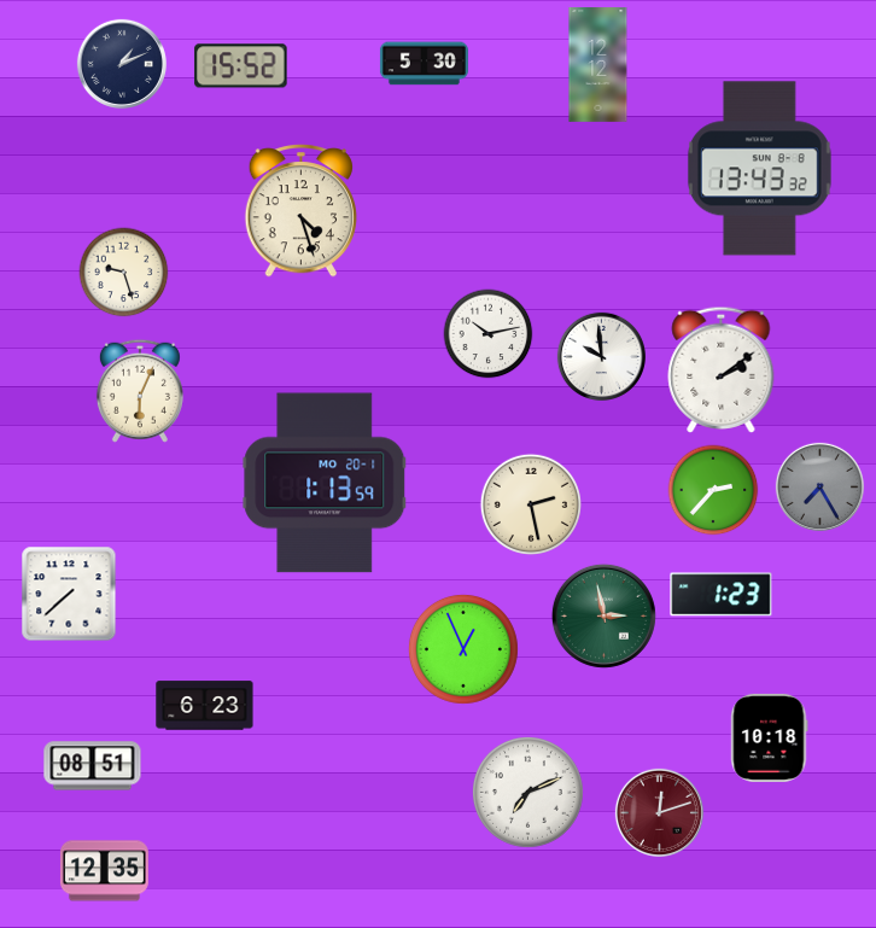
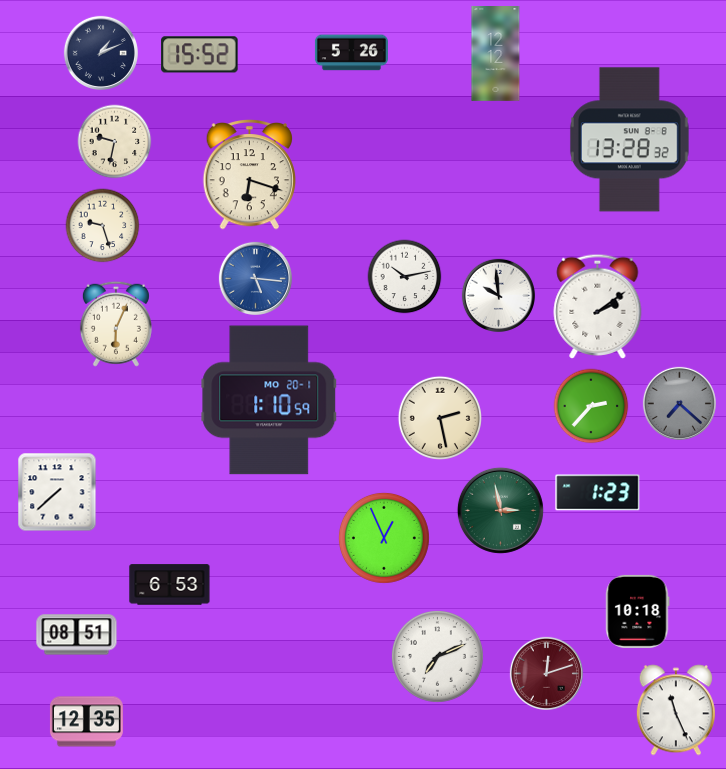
clock at (424, 64): 5:30 -> 5:26
clock at (759, 169): 13:43 -> 13:28
clock at (115, 142): none -> 9:32
clock at (300, 211): 4:27 -> 6:18
clock at (255, 278): none -> 5:16
clock at (325, 483): 1:13 -> 1:10
clock at (819, 486): 7:25 -> 7:22
clock at (205, 706): 6:23 -> 6:53
clock at (676, 710): none -> 11:26
